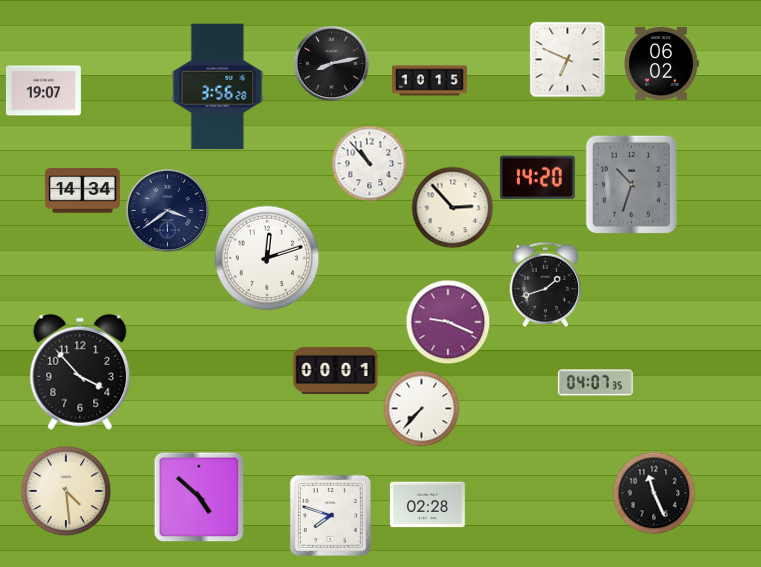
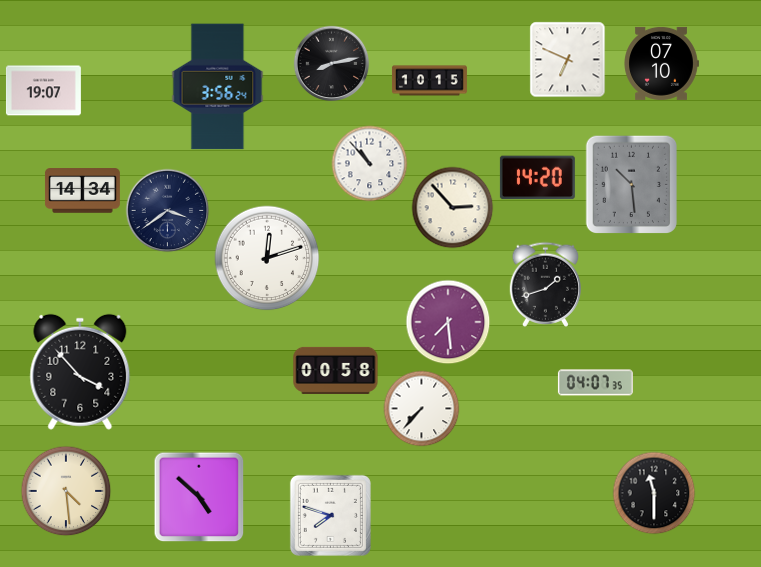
clock at (661, 63): 06:02 -> 07:10
clock at (218, 87): 3:56:28 -> 3:56:24
clock at (631, 184): 10:33 -> 10:29
clock at (448, 322): 9:19 -> 7:29
clock at (336, 370): 00:01 -> 00:58
clock at (654, 493): 11:26 -> 11:30
clock at (427, 505): 02:28 -> none
